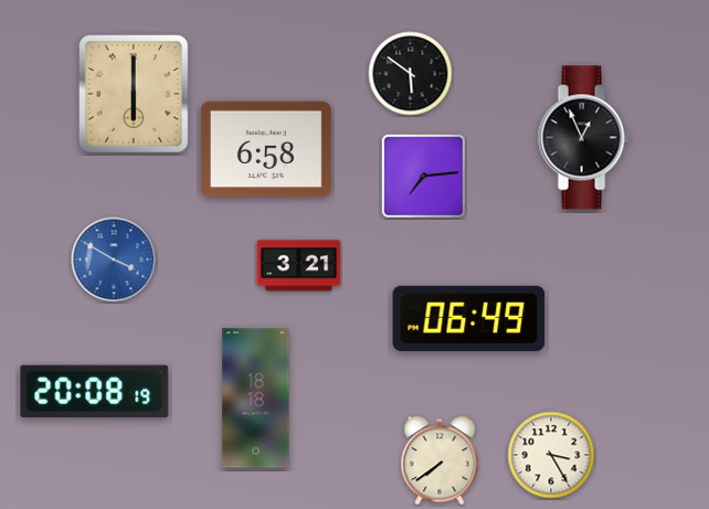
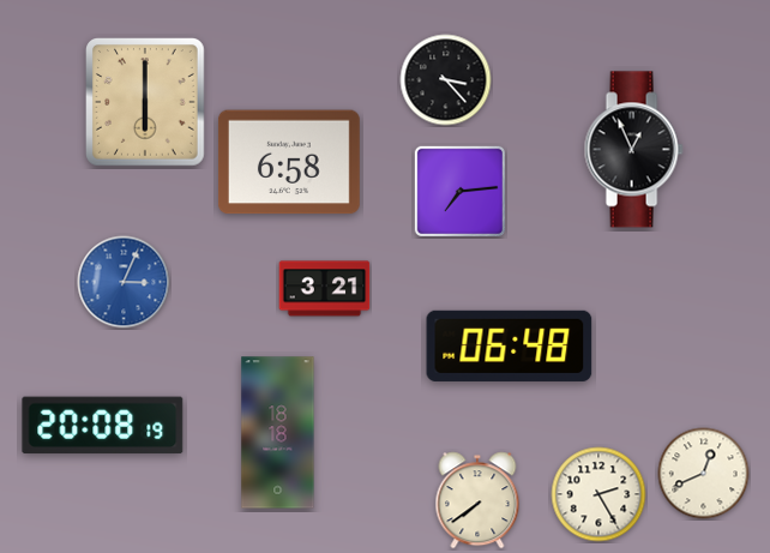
clock at (411, 74): 5:51 -> 3:23
clock at (114, 259): 3:50 -> 3:04
clock at (469, 318): 06:49 -> 06:48
clock at (704, 474): none -> 12:41
clock at (551, 455): 3:25 -> 2:25
